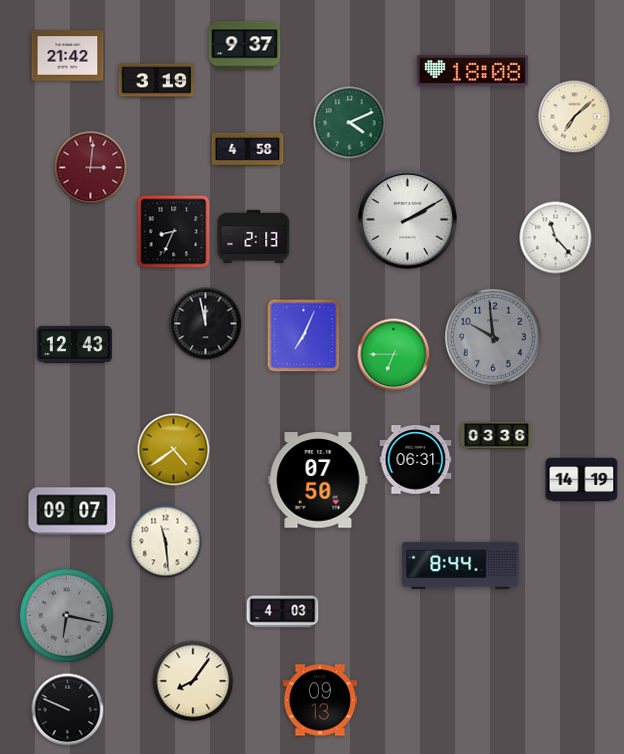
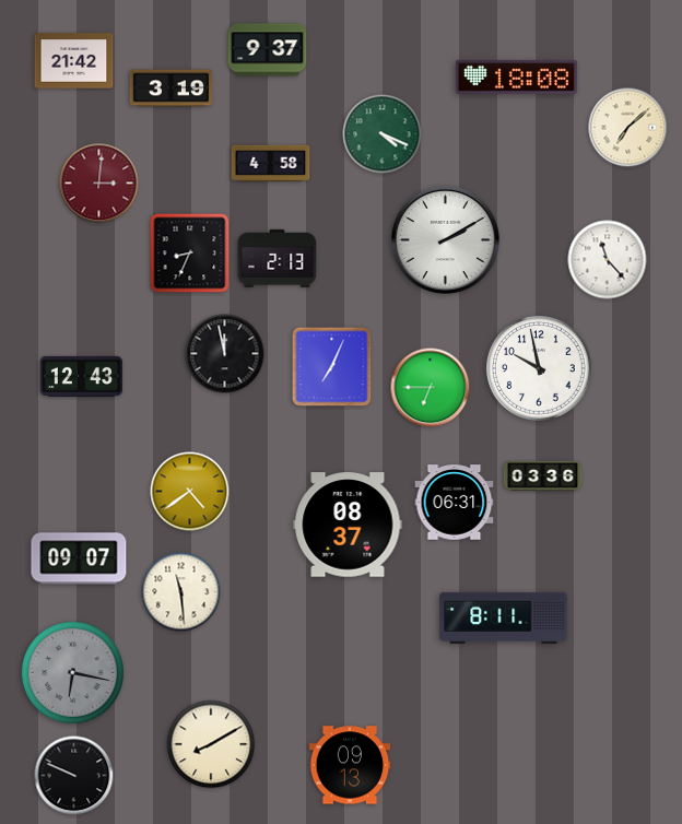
clock at (350, 123): 4:11 -> 4:19
clock at (494, 338): 9:59 -> 9:58
clock at (494, 338) dial: grey -> white
clock at (318, 480): 07:50 -> 08:37
clock at (582, 480): 14:19 -> none
clock at (461, 565): 8:44 -> 8:11
clock at (283, 612): 4:03 -> none
clock at (193, 681): 8:06 -> 8:10
